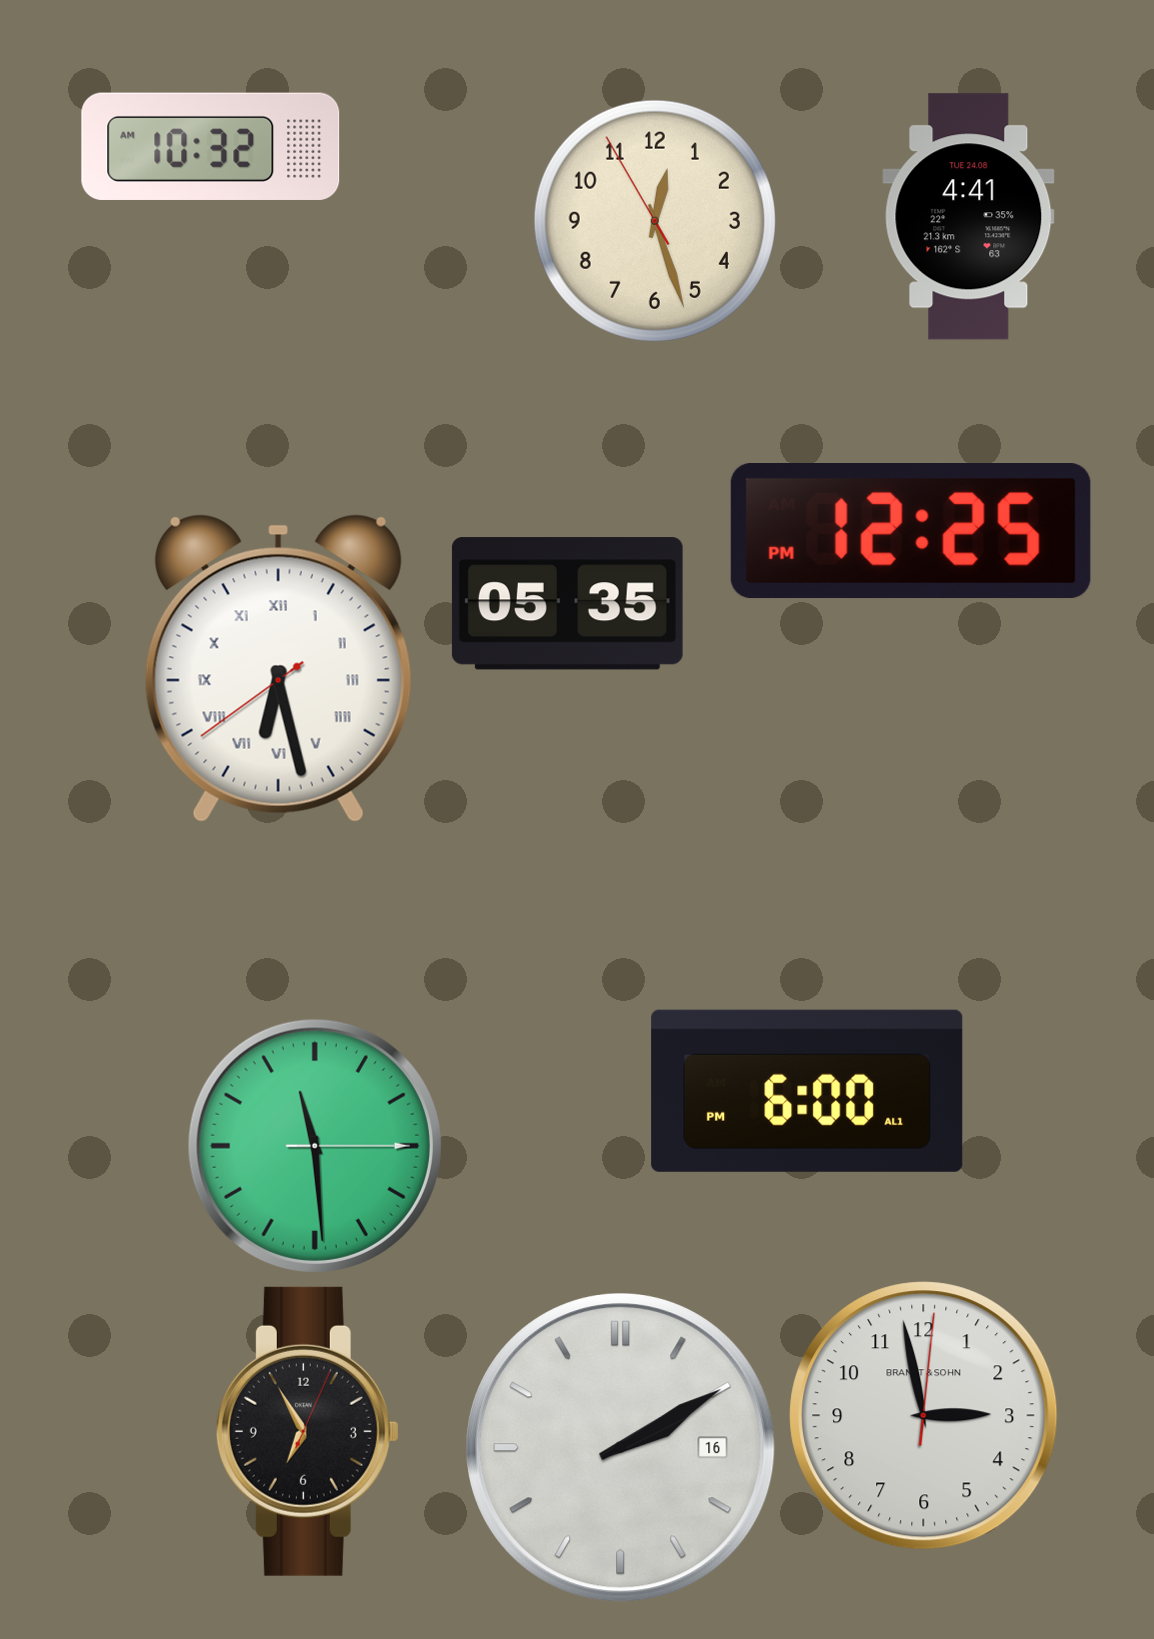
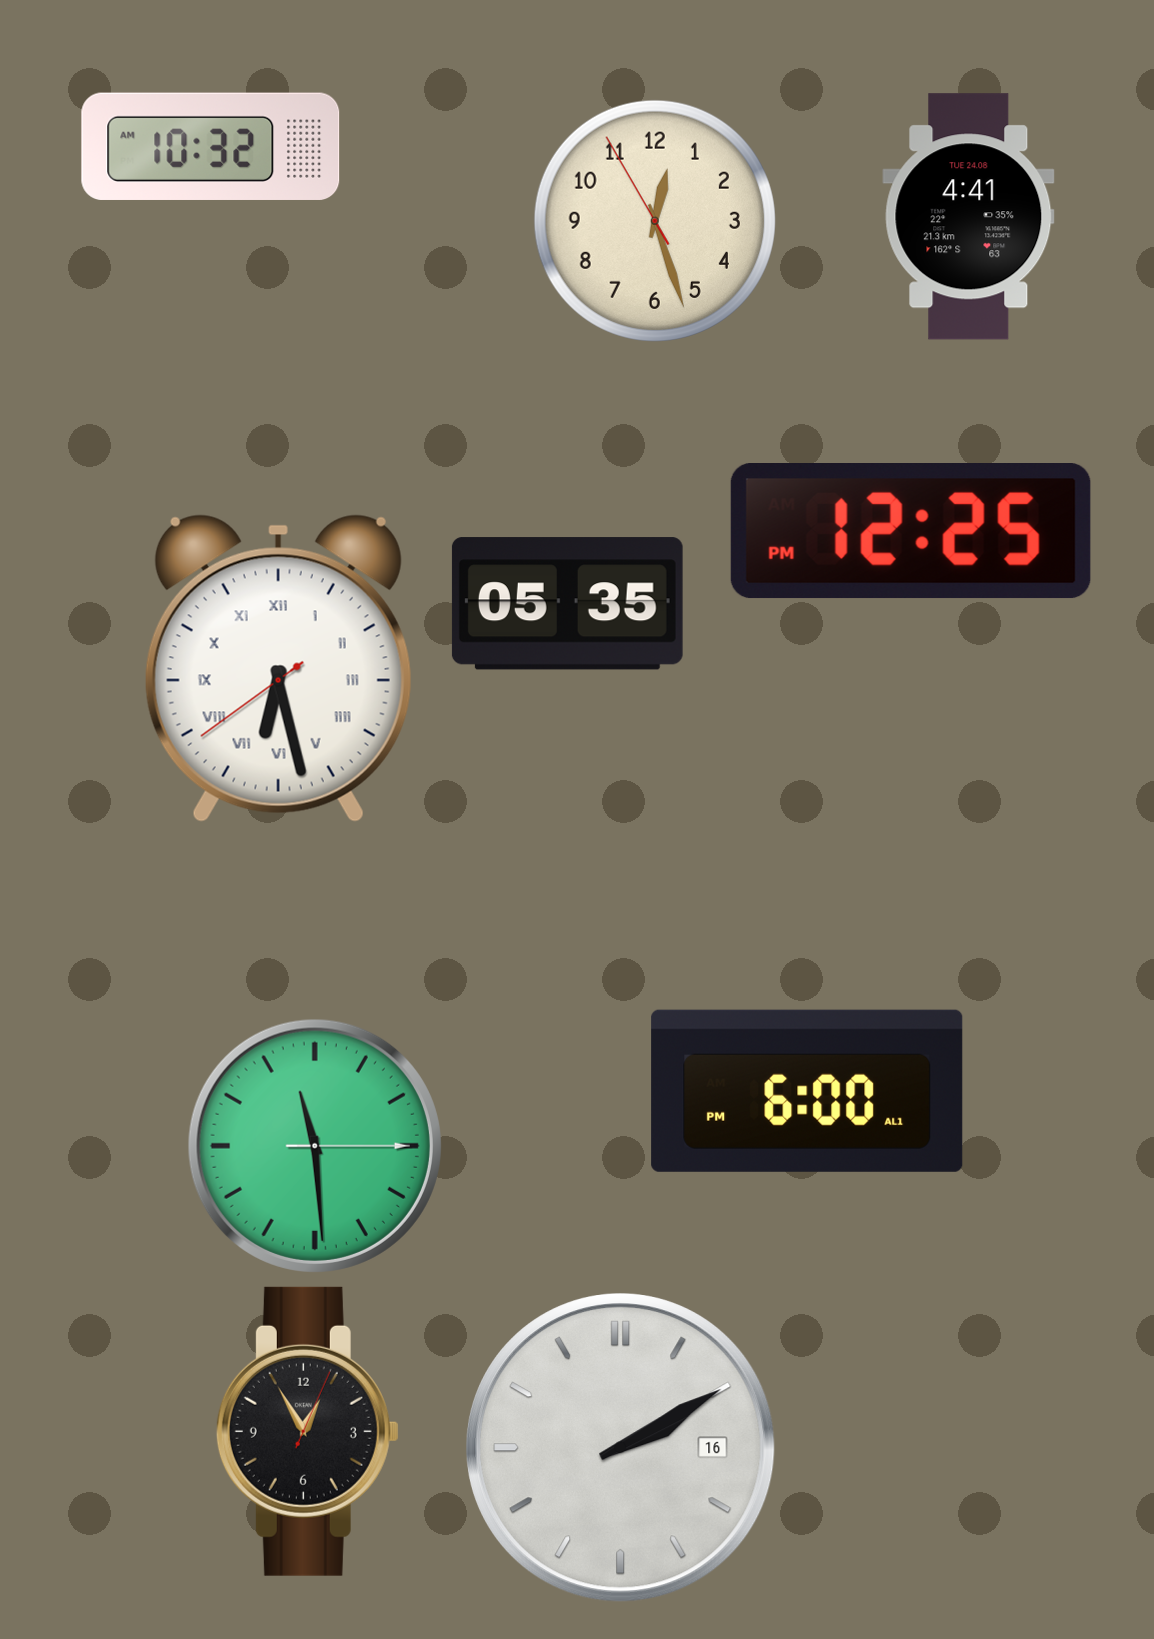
clock at (924, 1416): 2:58 -> none
clock at (307, 1431): 6:55 -> 12:55
